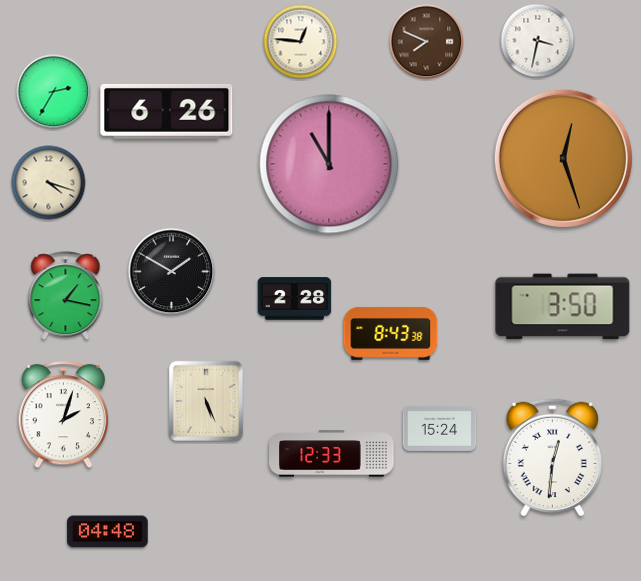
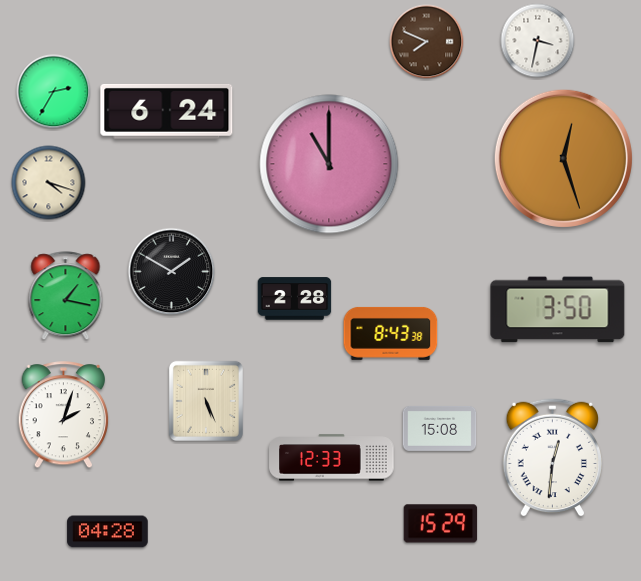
clock at (301, 42): 12:46 -> none
clock at (167, 111): 6:26 -> 6:24
clock at (563, 307) position: (563, 307) -> (558, 310)
clock at (440, 428): 15:24 -> 15:08
clock at (332, 454) position: (332, 454) -> (332, 458)
clock at (441, 524): none -> 15:29
clock at (108, 532): 04:48 -> 04:28
